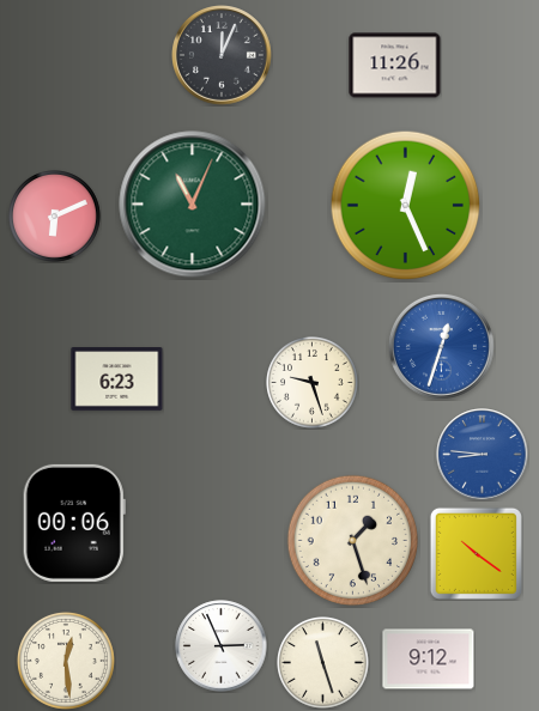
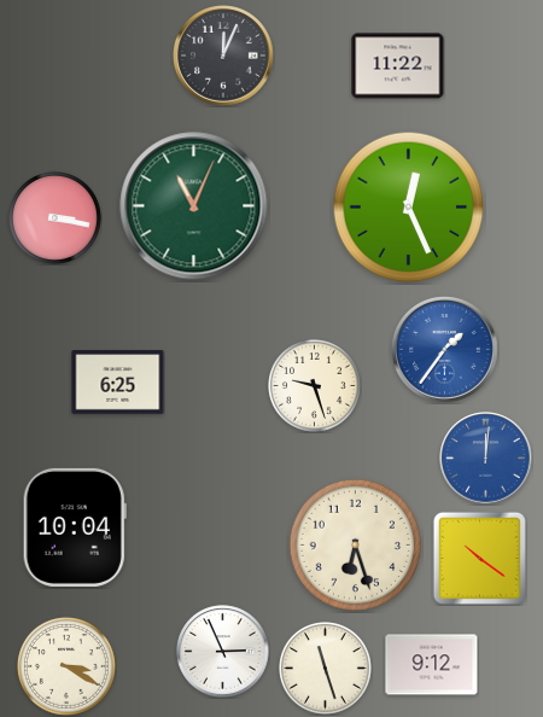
clock at (395, 66): 11:26 -> 11:22
clock at (55, 217): 6:11 -> 3:17
clock at (441, 346): 12:33 -> 1:36
clock at (117, 379): 6:23 -> 6:25
clock at (483, 455): 8:46 -> 12:01
clock at (74, 523): 00:06 -> 10:04
clock at (352, 540): 1:27 -> 6:27
clock at (66, 661): 12:29 -> 3:20
